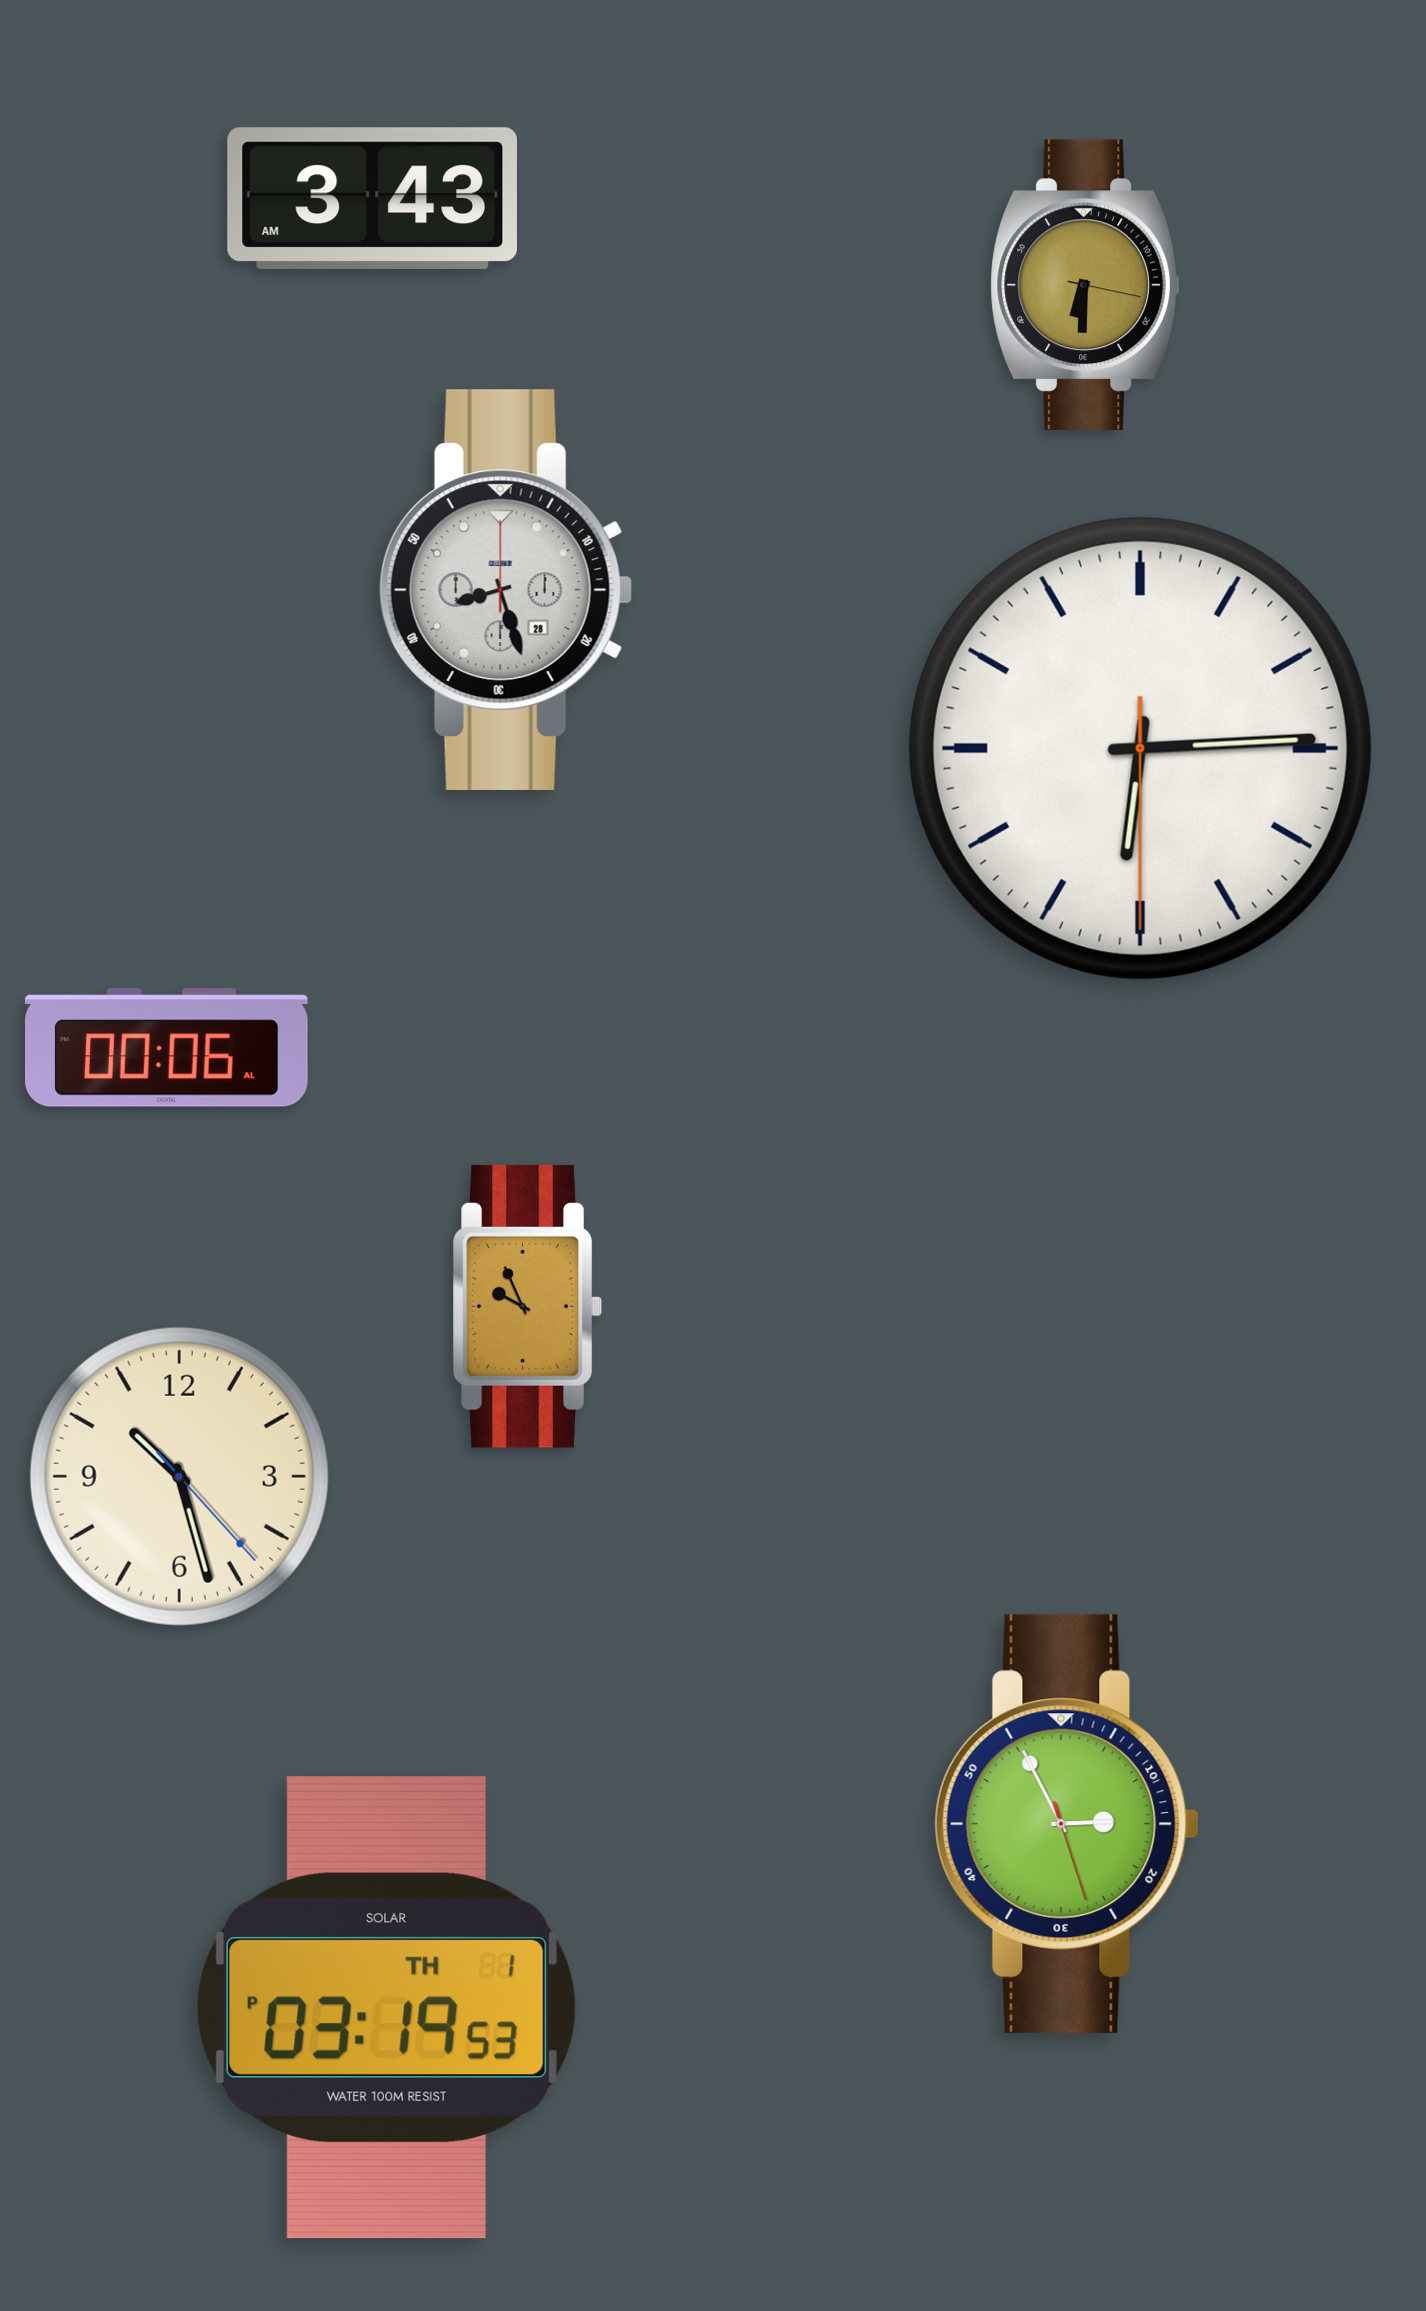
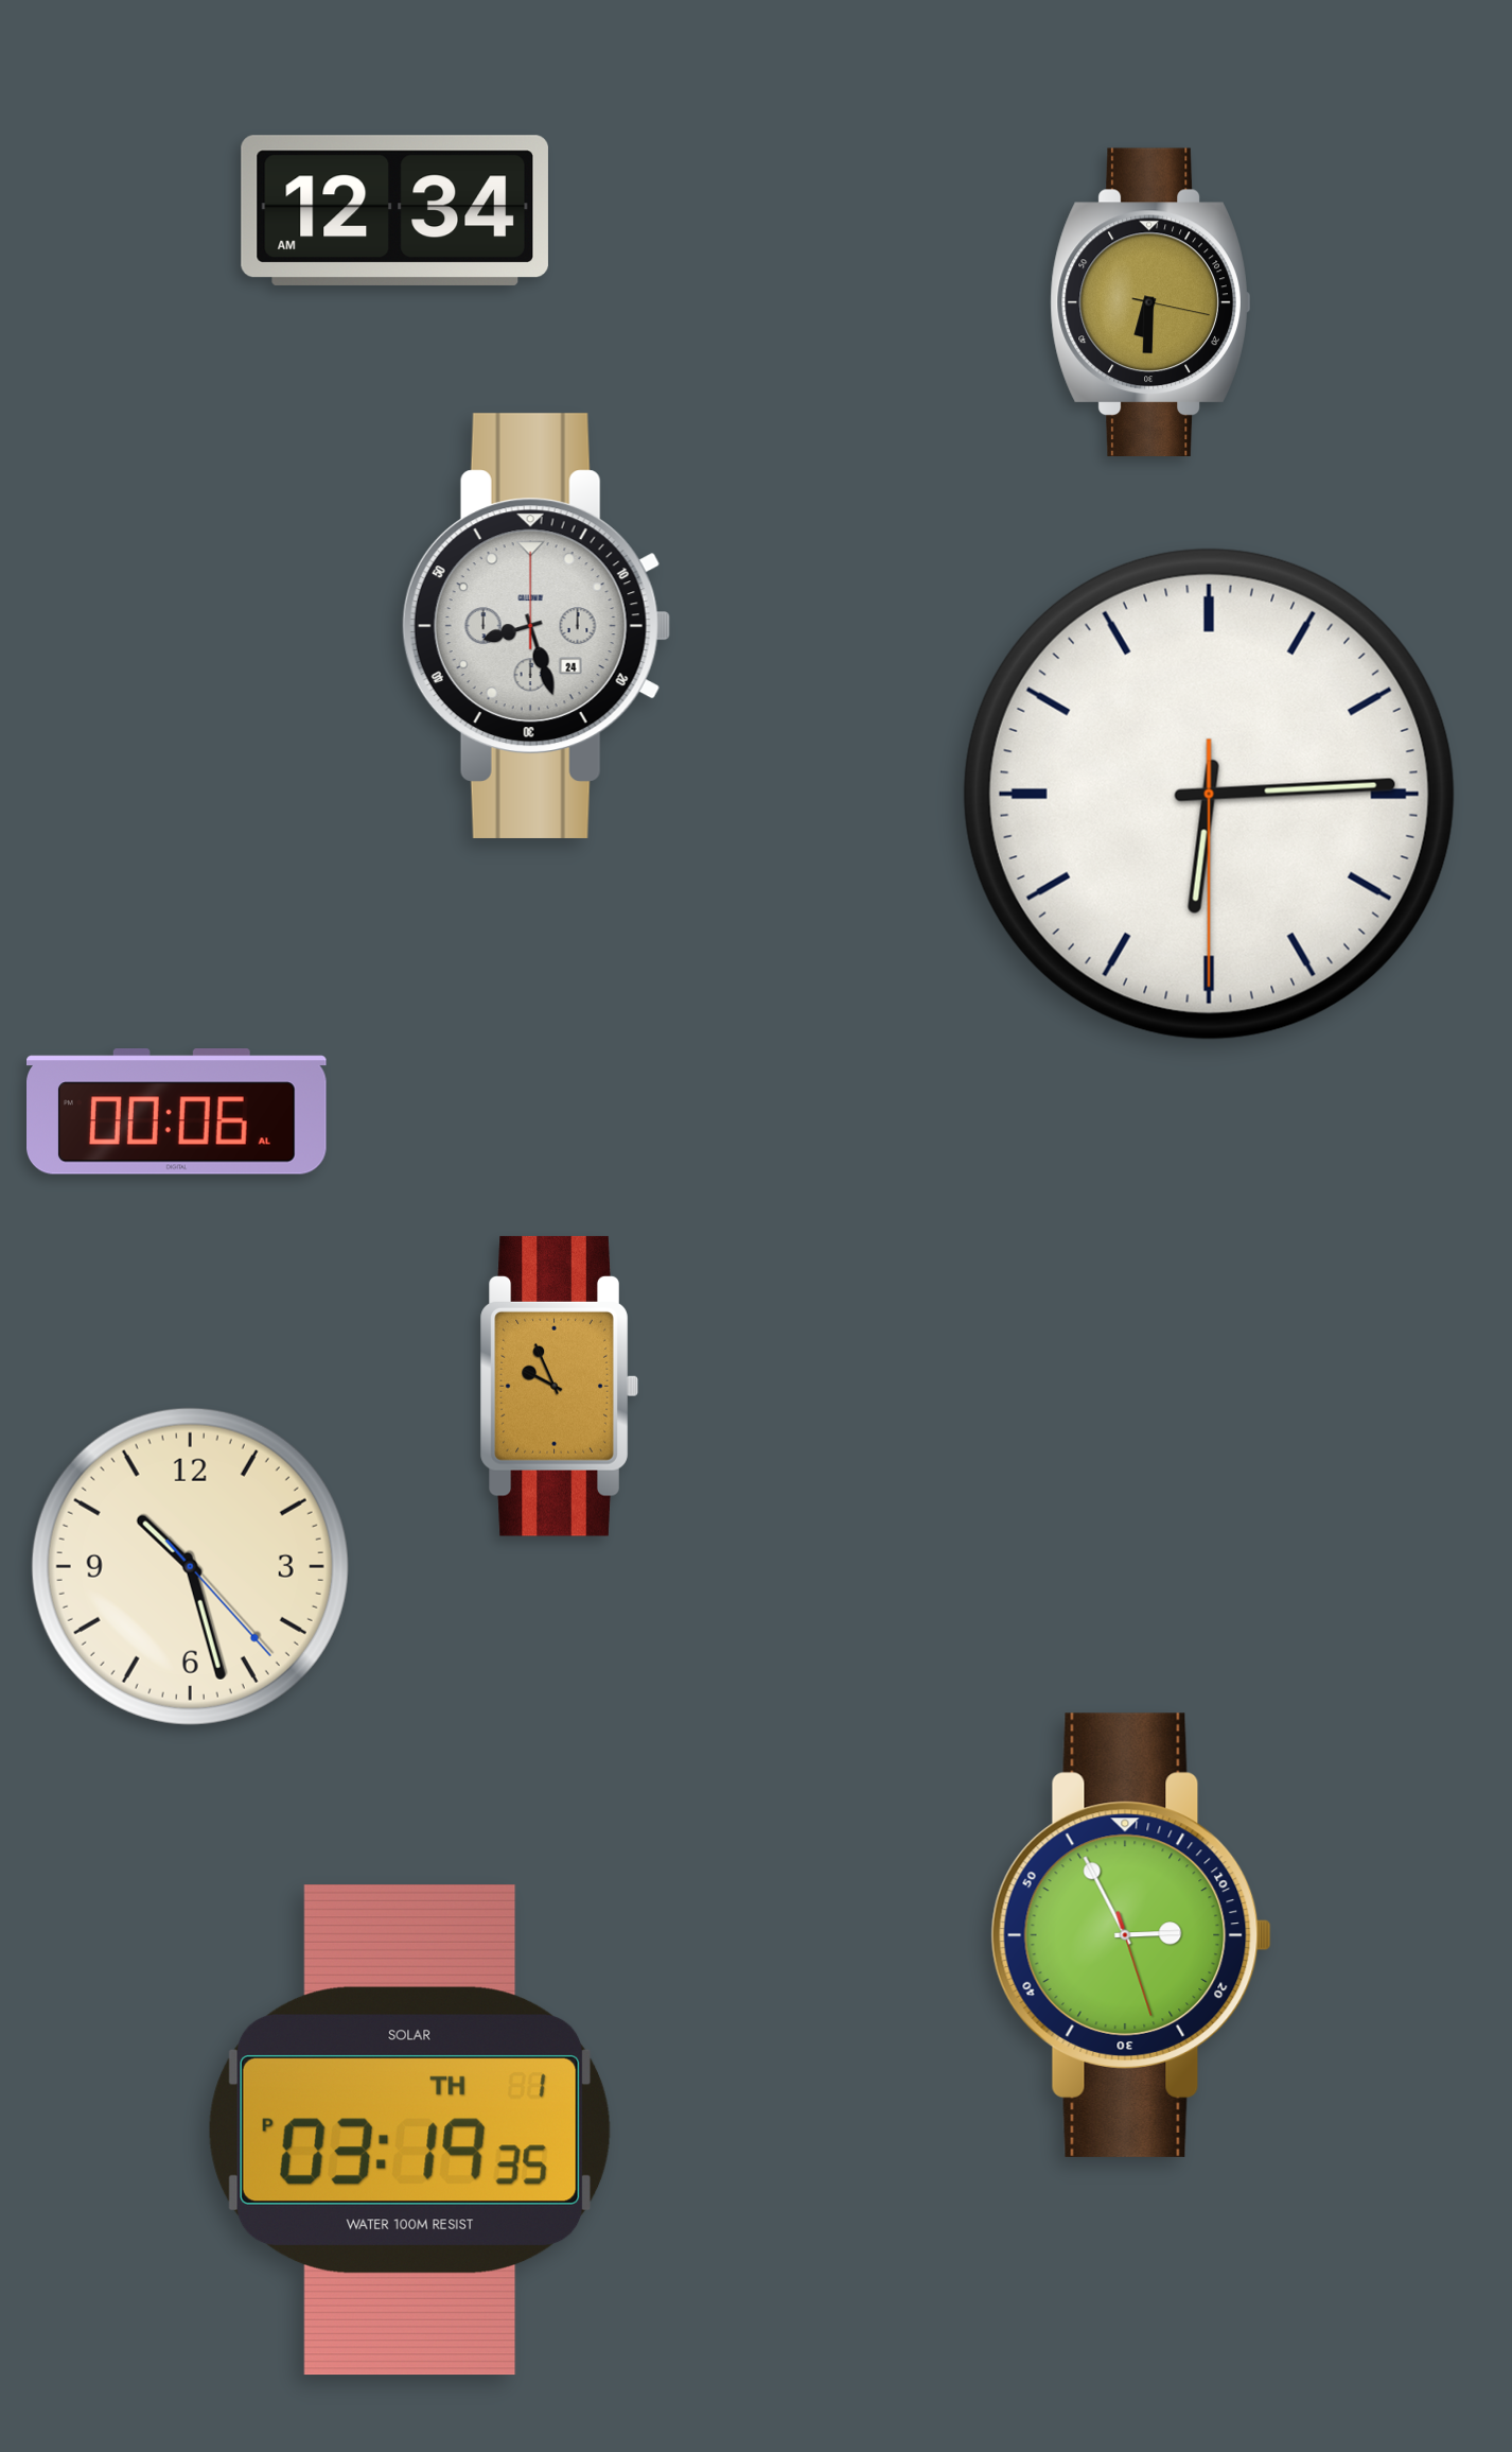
clock at (372, 198): 3:43 -> 12:34
clock at (506, 590) date: 28 -> 24
clock at (387, 2008): 03:19:53 PM -> 03:19:35 PM
